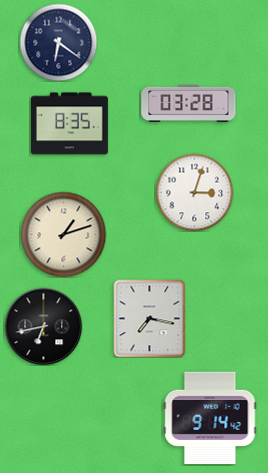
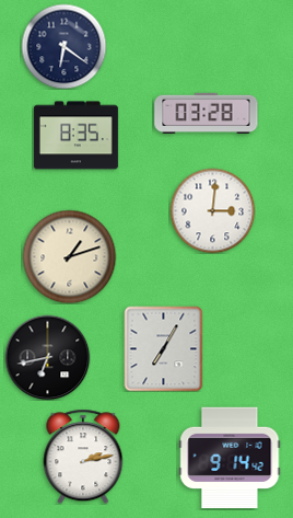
clock at (194, 192): 3:03 -> 3:01
clock at (150, 318): 7:17 -> 7:05
clock at (83, 457): none -> 2:13
